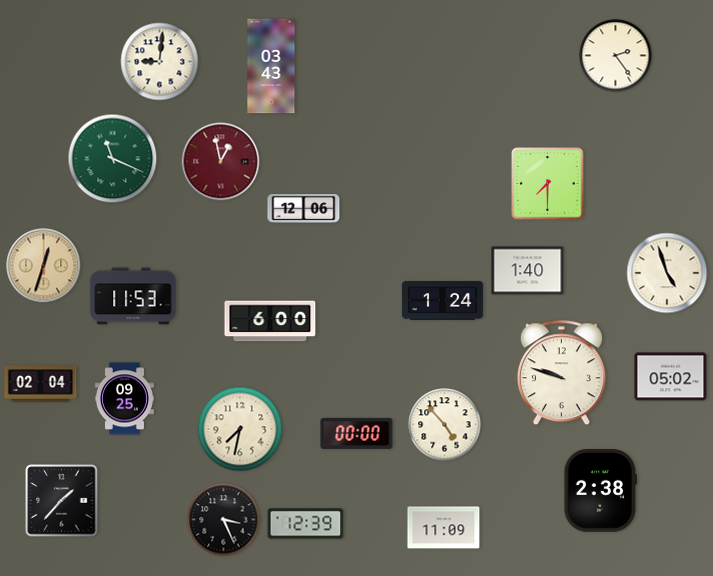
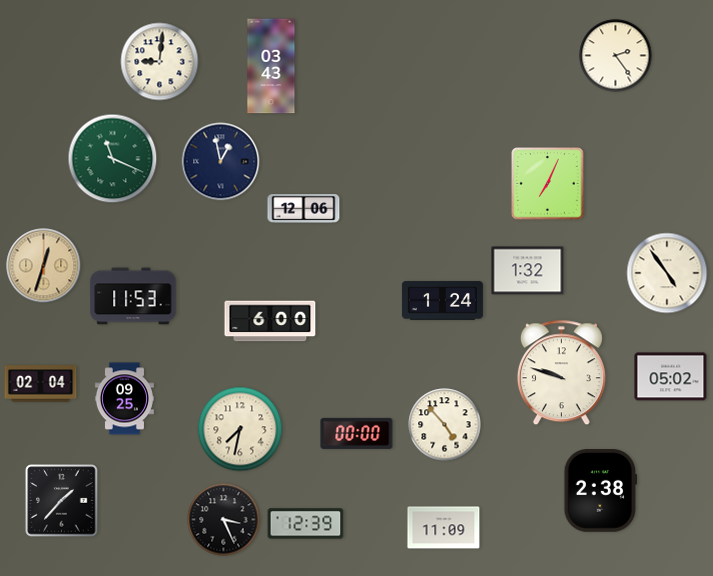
clock at (221, 162) dial: burgundy -> navy
clock at (548, 184): 7:30 -> 7:04
clock at (528, 271): 1:40 -> 1:32
clock at (667, 273): 4:57 -> 4:54
